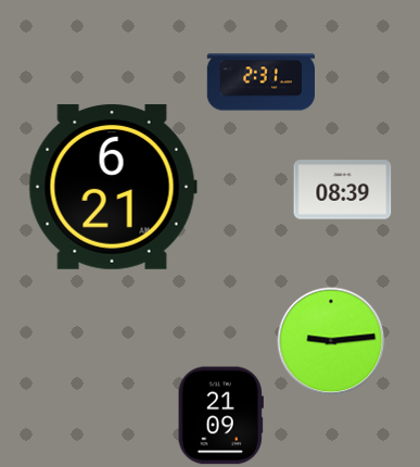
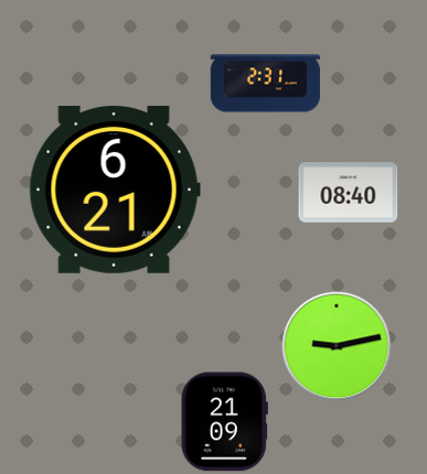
clock at (343, 190): 08:39 -> 08:40
clock at (331, 341): 9:14 -> 9:13
